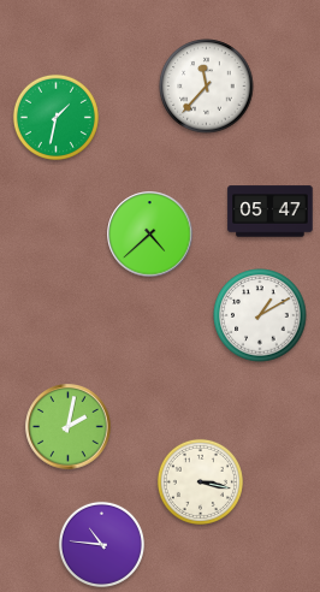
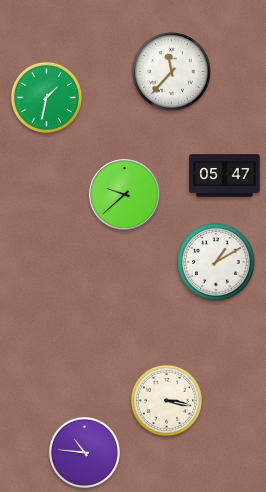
clock at (150, 235): 4:38 -> 9:38
clock at (69, 427): 2:02 -> none
